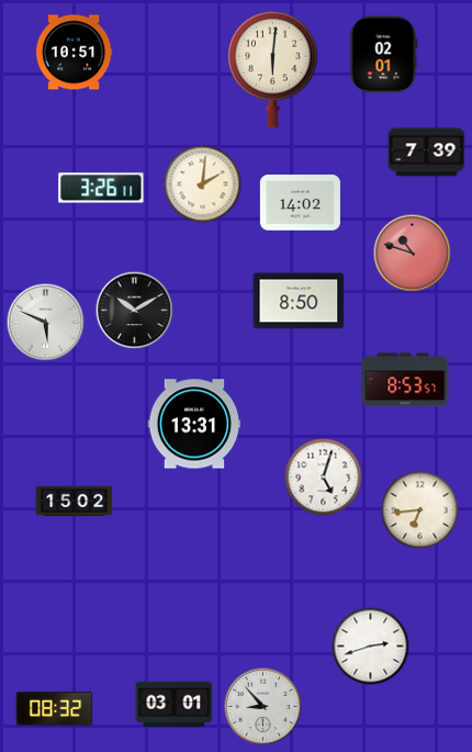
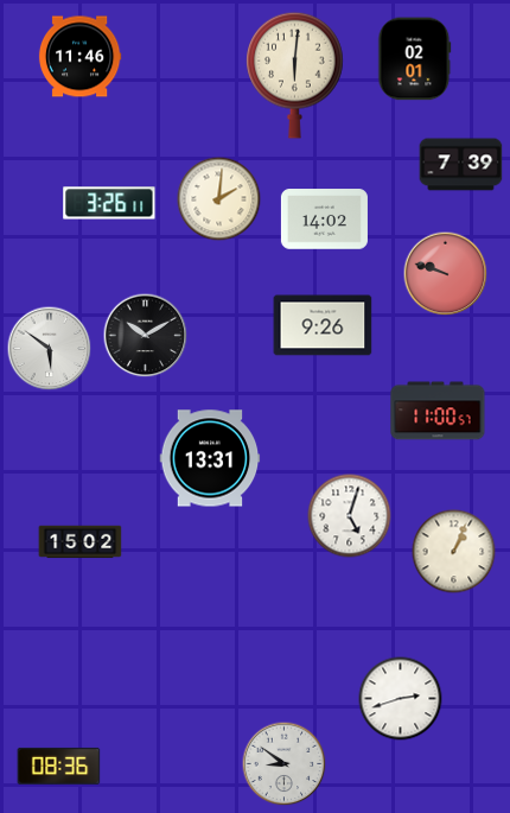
clock at (74, 53): 10:51 -> 11:46
clock at (413, 254): 10:48 -> 9:48
clock at (299, 301): 8:50 -> 9:26
clock at (46, 323): 5:49 -> 5:51
clock at (405, 380): 8:53 -> 11:00
clock at (420, 510): 6:44 -> 1:04
clock at (175, 705): 03:01 -> none
clock at (263, 707): 8:53 -> 8:51
clock at (55, 708): 08:32 -> 08:36
